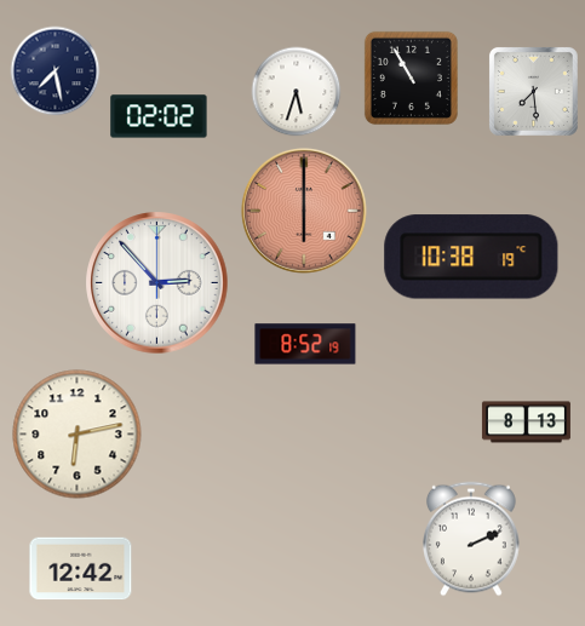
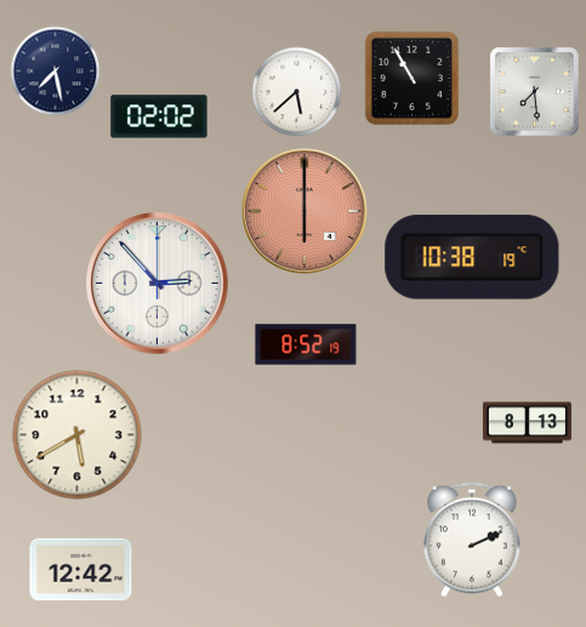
clock at (297, 92): 5:33 -> 5:38
clock at (78, 435): 6:13 -> 5:40
